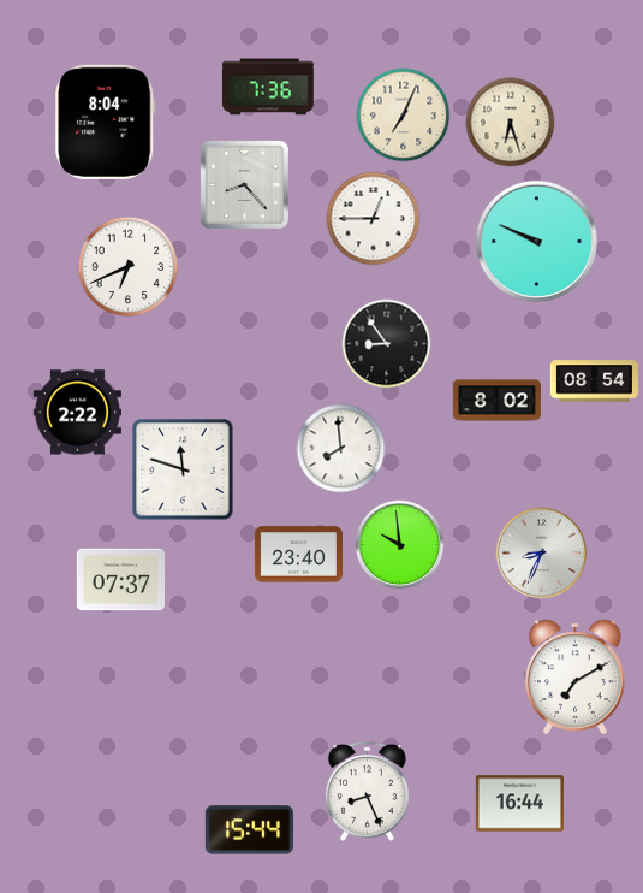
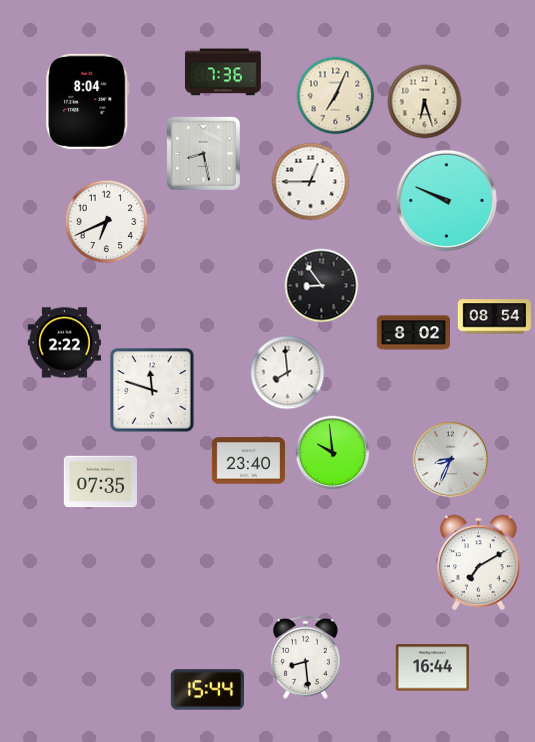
clock at (244, 184): 8:23 -> 8:28
clock at (341, 449) position: (341, 449) -> (288, 373)
clock at (120, 580): 07:37 -> 07:35
clock at (367, 791): 8:26 -> 8:29
